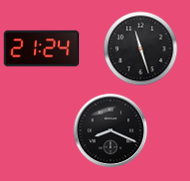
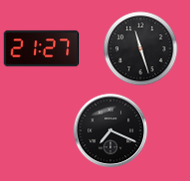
clock at (41, 49): 21:24 -> 21:27
clock at (111, 131): 8:19 -> 7:19
